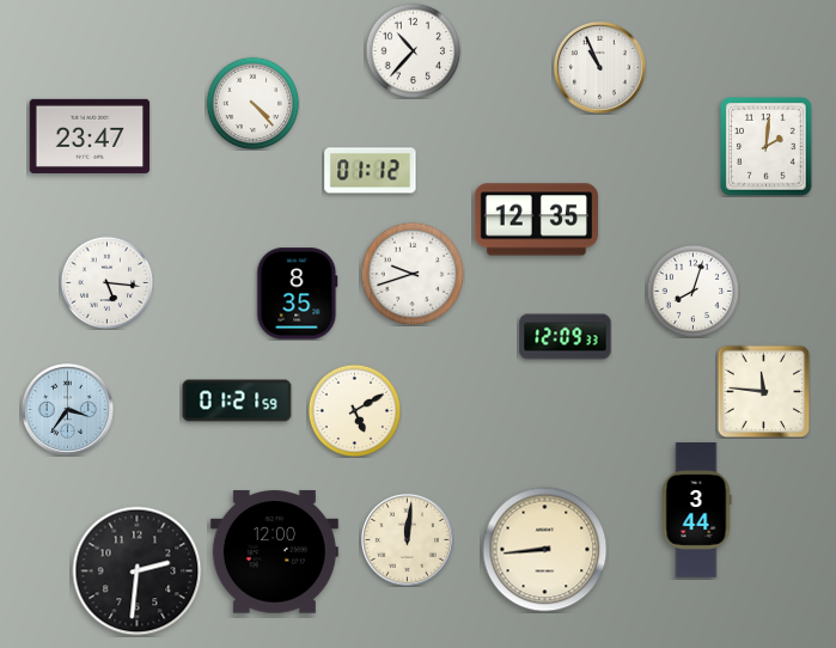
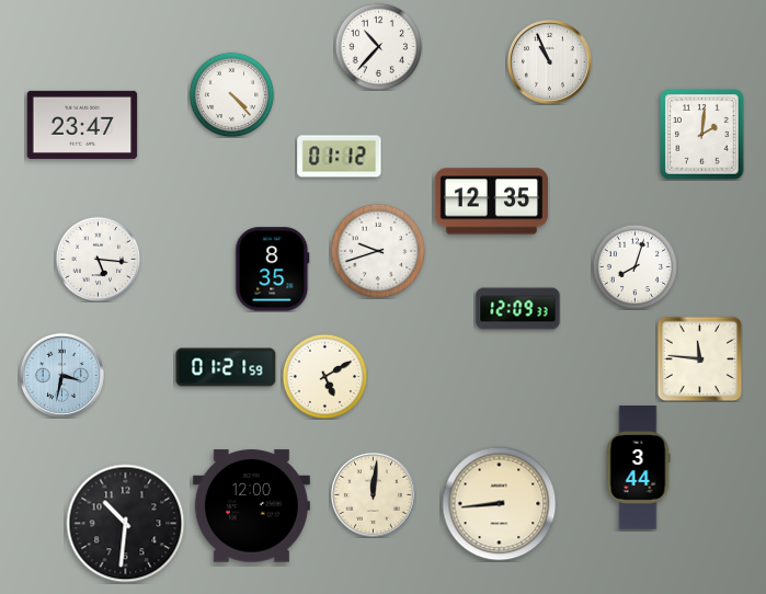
clock at (237, 401) position: (237, 401) -> (226, 367)
clock at (67, 409): 3:36 -> 3:32
clock at (138, 571): 2:31 -> 10:31
